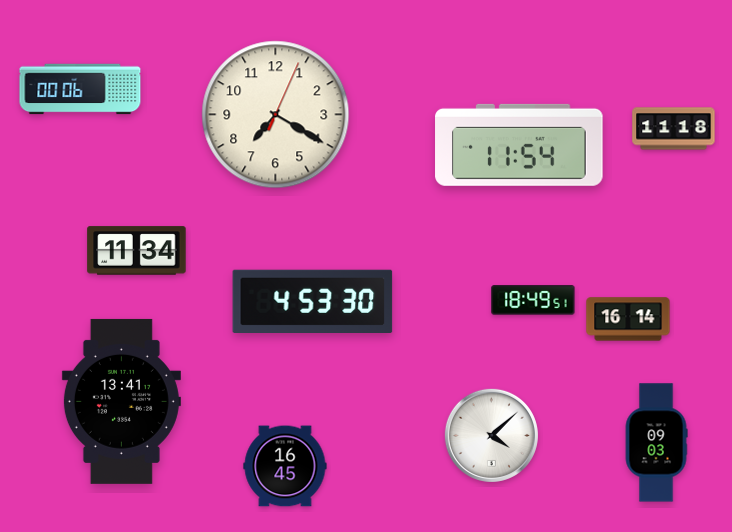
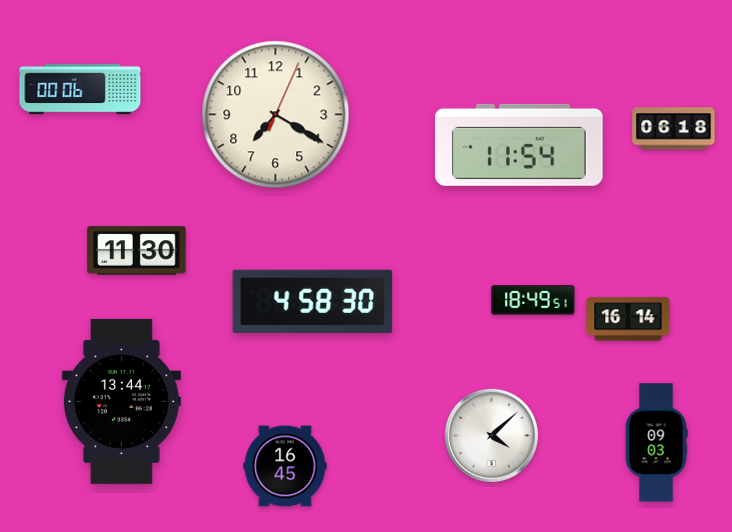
clock at (674, 129): 11:18 -> 06:18
clock at (137, 251): 11:34 -> 11:30
clock at (313, 301): 4:53 -> 4:58
clock at (121, 401): 13:41 -> 13:44
